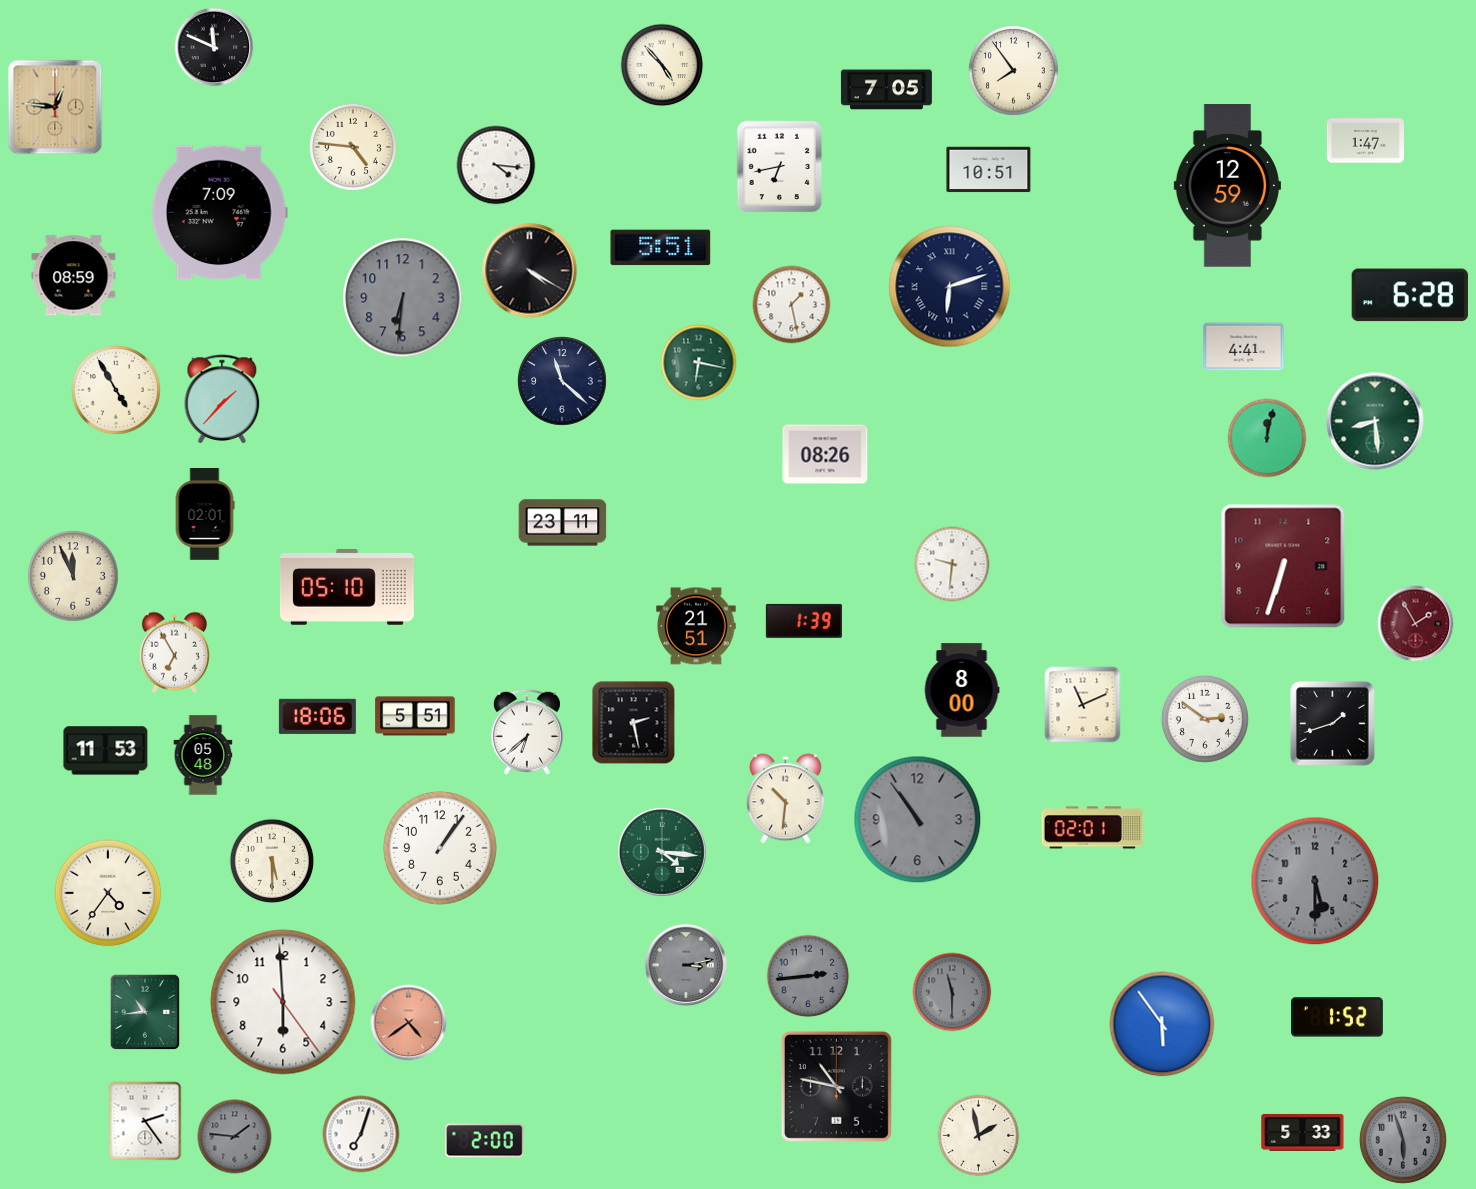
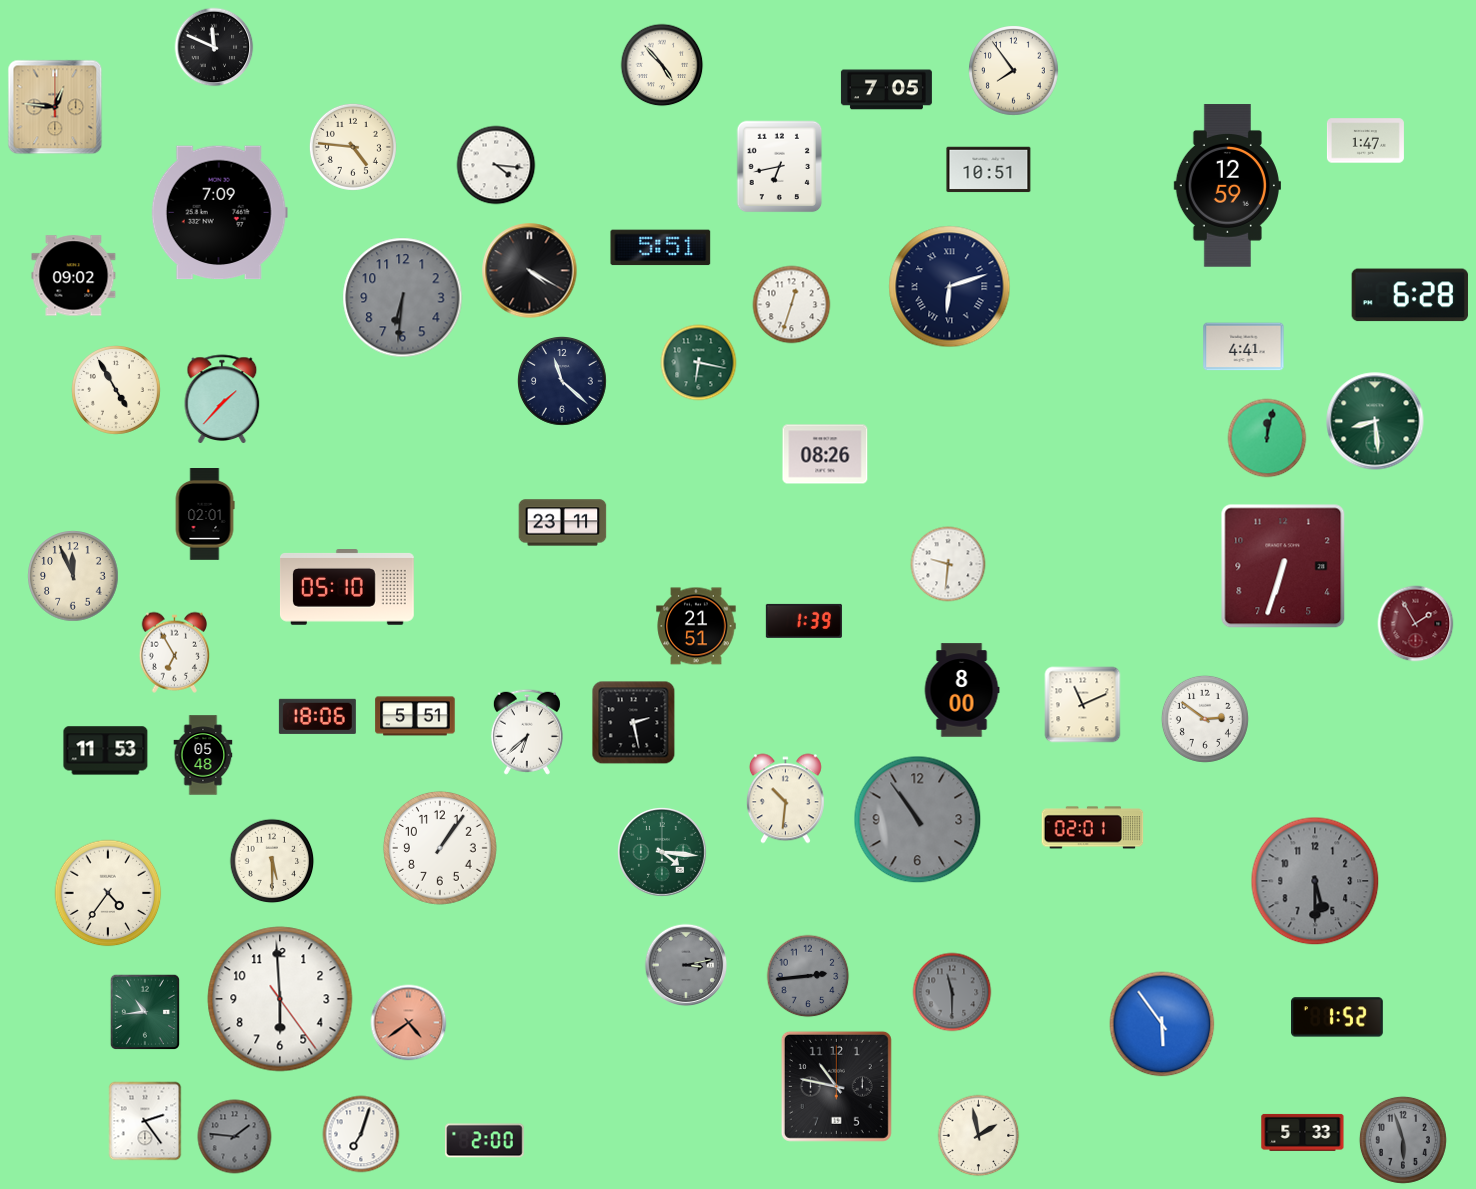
clock at (74, 276): 08:59 -> 09:02
clock at (792, 305): 1:28 -> 12:33
clock at (952, 564) position: (952, 564) -> (948, 564)
clock at (1332, 723): 1:42 -> none
clock at (283, 1002) position: (283, 1002) -> (280, 999)
